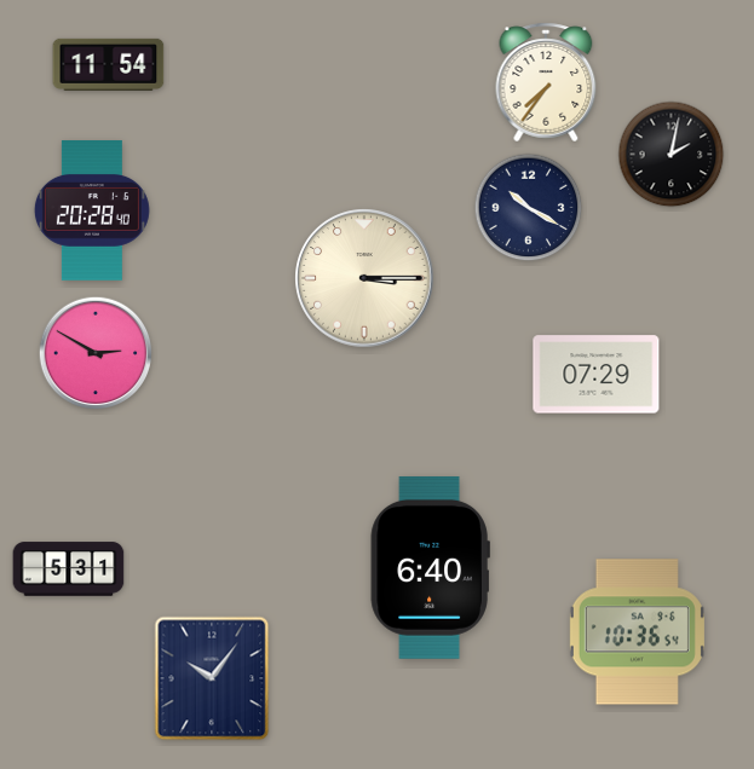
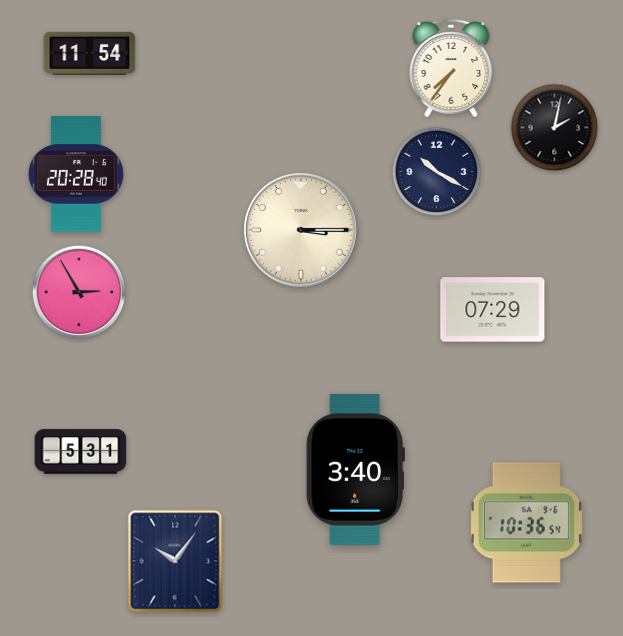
clock at (96, 353): 2:50 -> 2:55
clock at (430, 567): 6:40 -> 3:40
clock at (69, 569) position: (69, 569) -> (81, 452)
